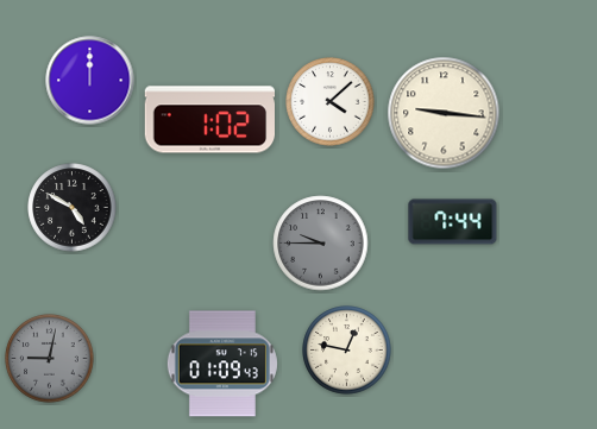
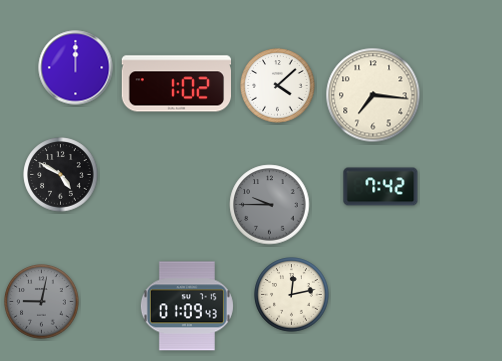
clock at (444, 113): 9:16 -> 7:16
clock at (209, 120) position: (209, 120) -> (176, 84)
clock at (453, 222): 7:44 -> 7:42
clock at (347, 351): 12:47 -> 12:13
